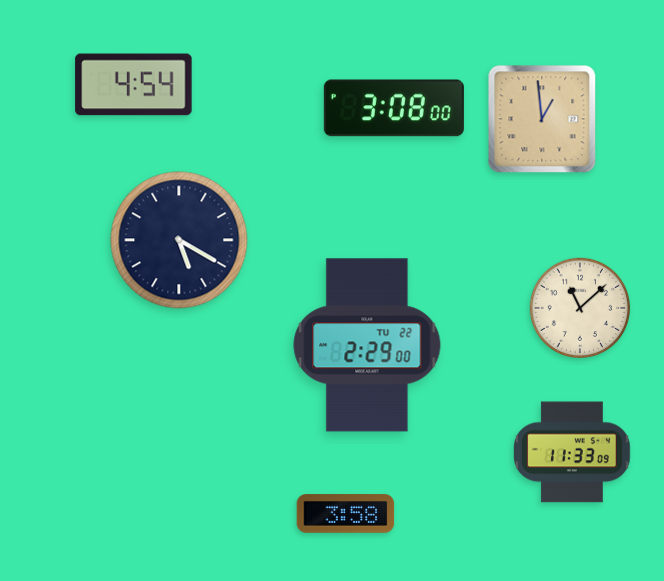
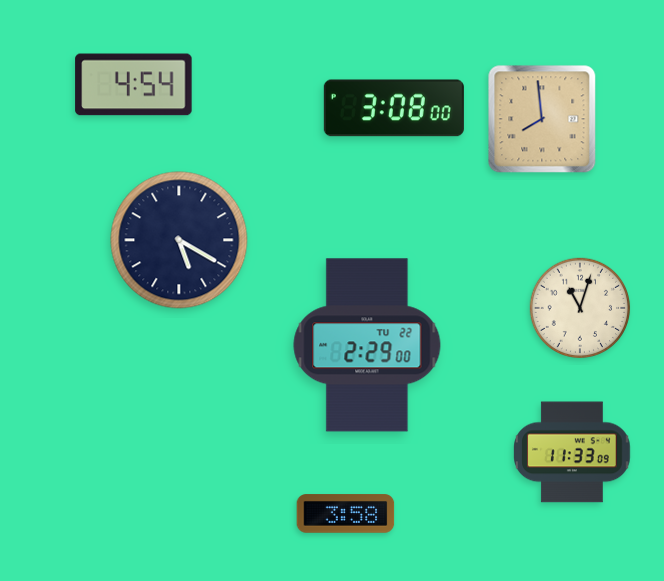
clock at (542, 119): 12:59 -> 7:59
clock at (580, 308): 11:08 -> 11:03
